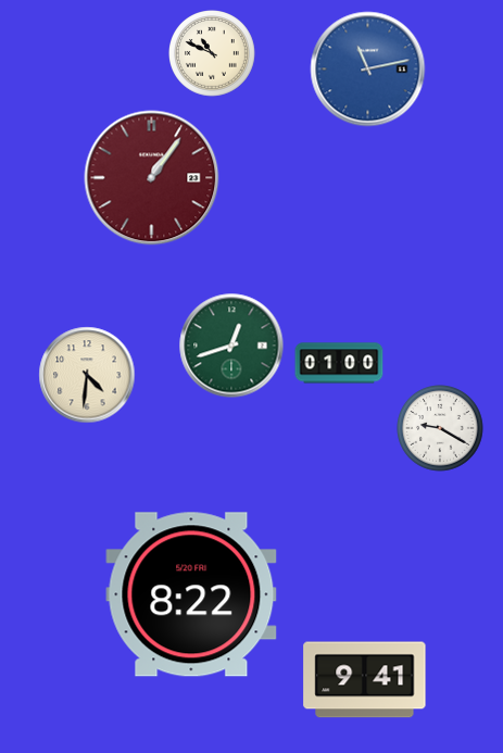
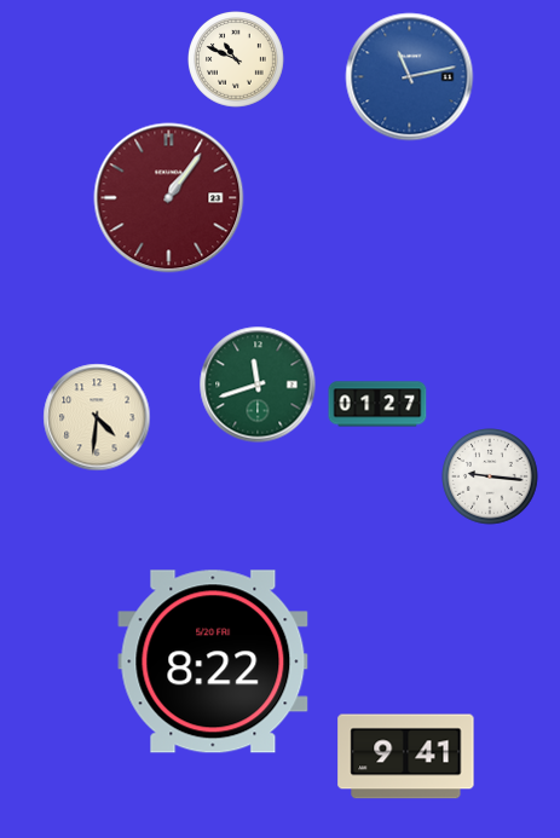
clock at (231, 346): 12:42 -> 11:42
clock at (339, 363): 01:00 -> 01:27
clock at (441, 429): 9:20 -> 9:16
